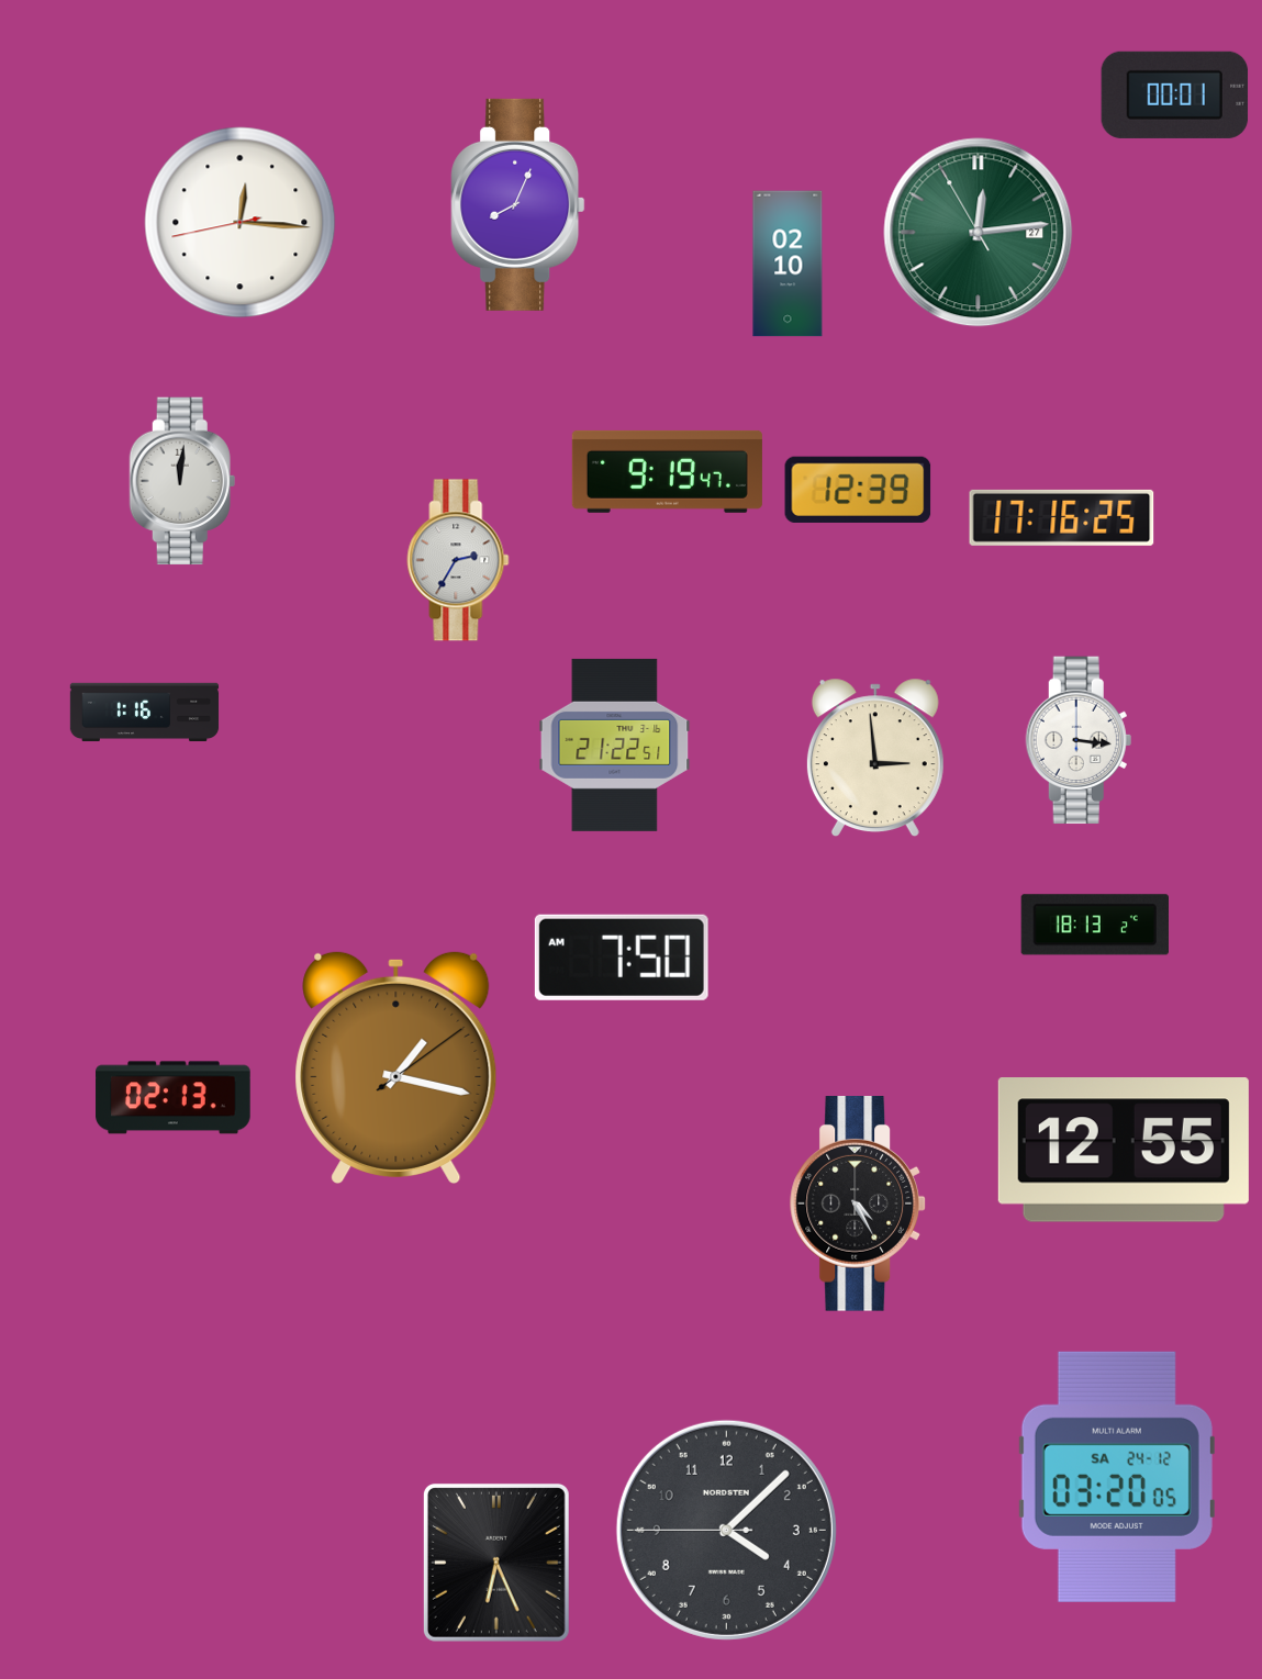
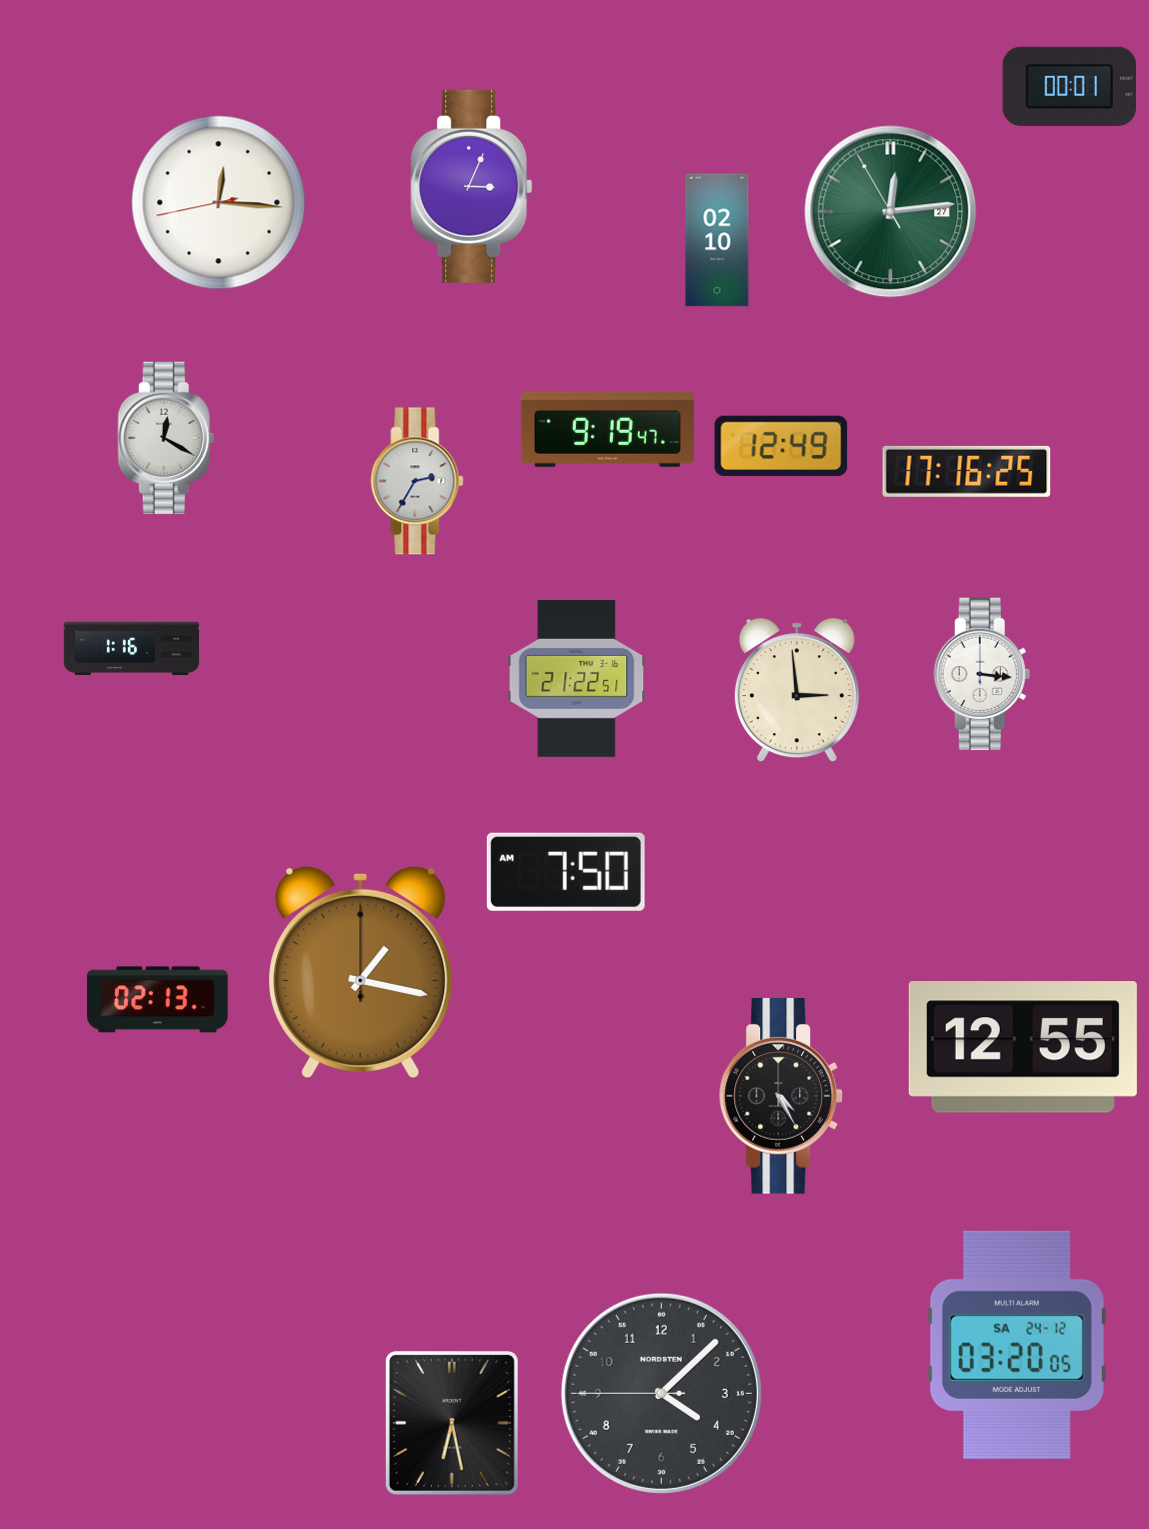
clock at (518, 204): 8:04 -> 3:04
clock at (182, 481): 12:01 -> 12:20
clock at (858, 490): 12:39 -> 12:49
clock at (458, 560) position: (458, 560) -> (417, 481)
clock at (615, 745) position: (615, 745) -> (577, 678)
clock at (1094, 925): 18:13 -> none
clock at (397, 1067): 1:17:09 -> 1:17:00
clock at (496, 1563): 6:26 -> 6:28
